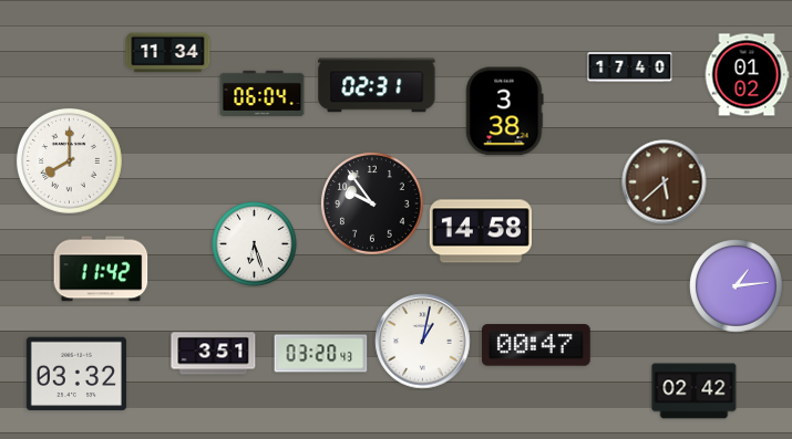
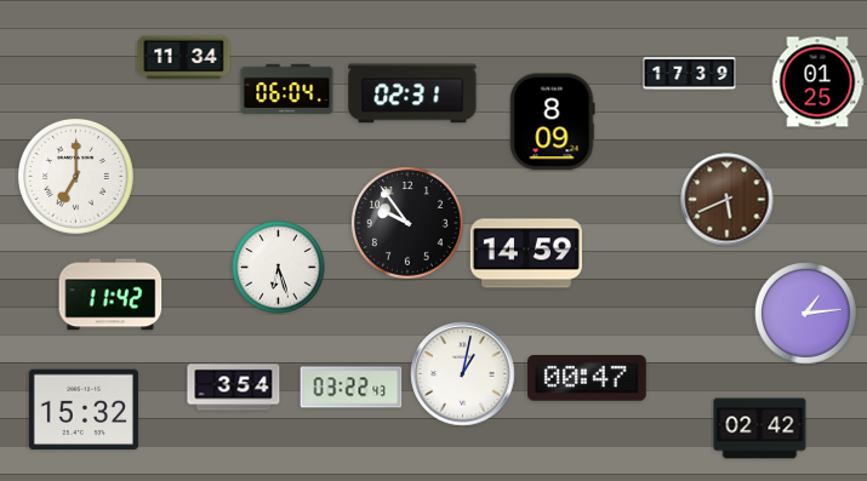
clock at (630, 67): 17:40 -> 17:39
clock at (747, 75): 01:02 -> 01:25
clock at (263, 93) position: (263, 93) -> (287, 88)
clock at (505, 112): 3:38 -> 8:09
clock at (70, 161): 8:00 -> 7:00
clock at (665, 182): 5:38 -> 5:41
clock at (481, 231): 14:58 -> 14:59
clock at (214, 354): 3:51 -> 3:54
clock at (321, 354): 03:20 -> 03:22
clock at (76, 374): 03:32 -> 15:32
